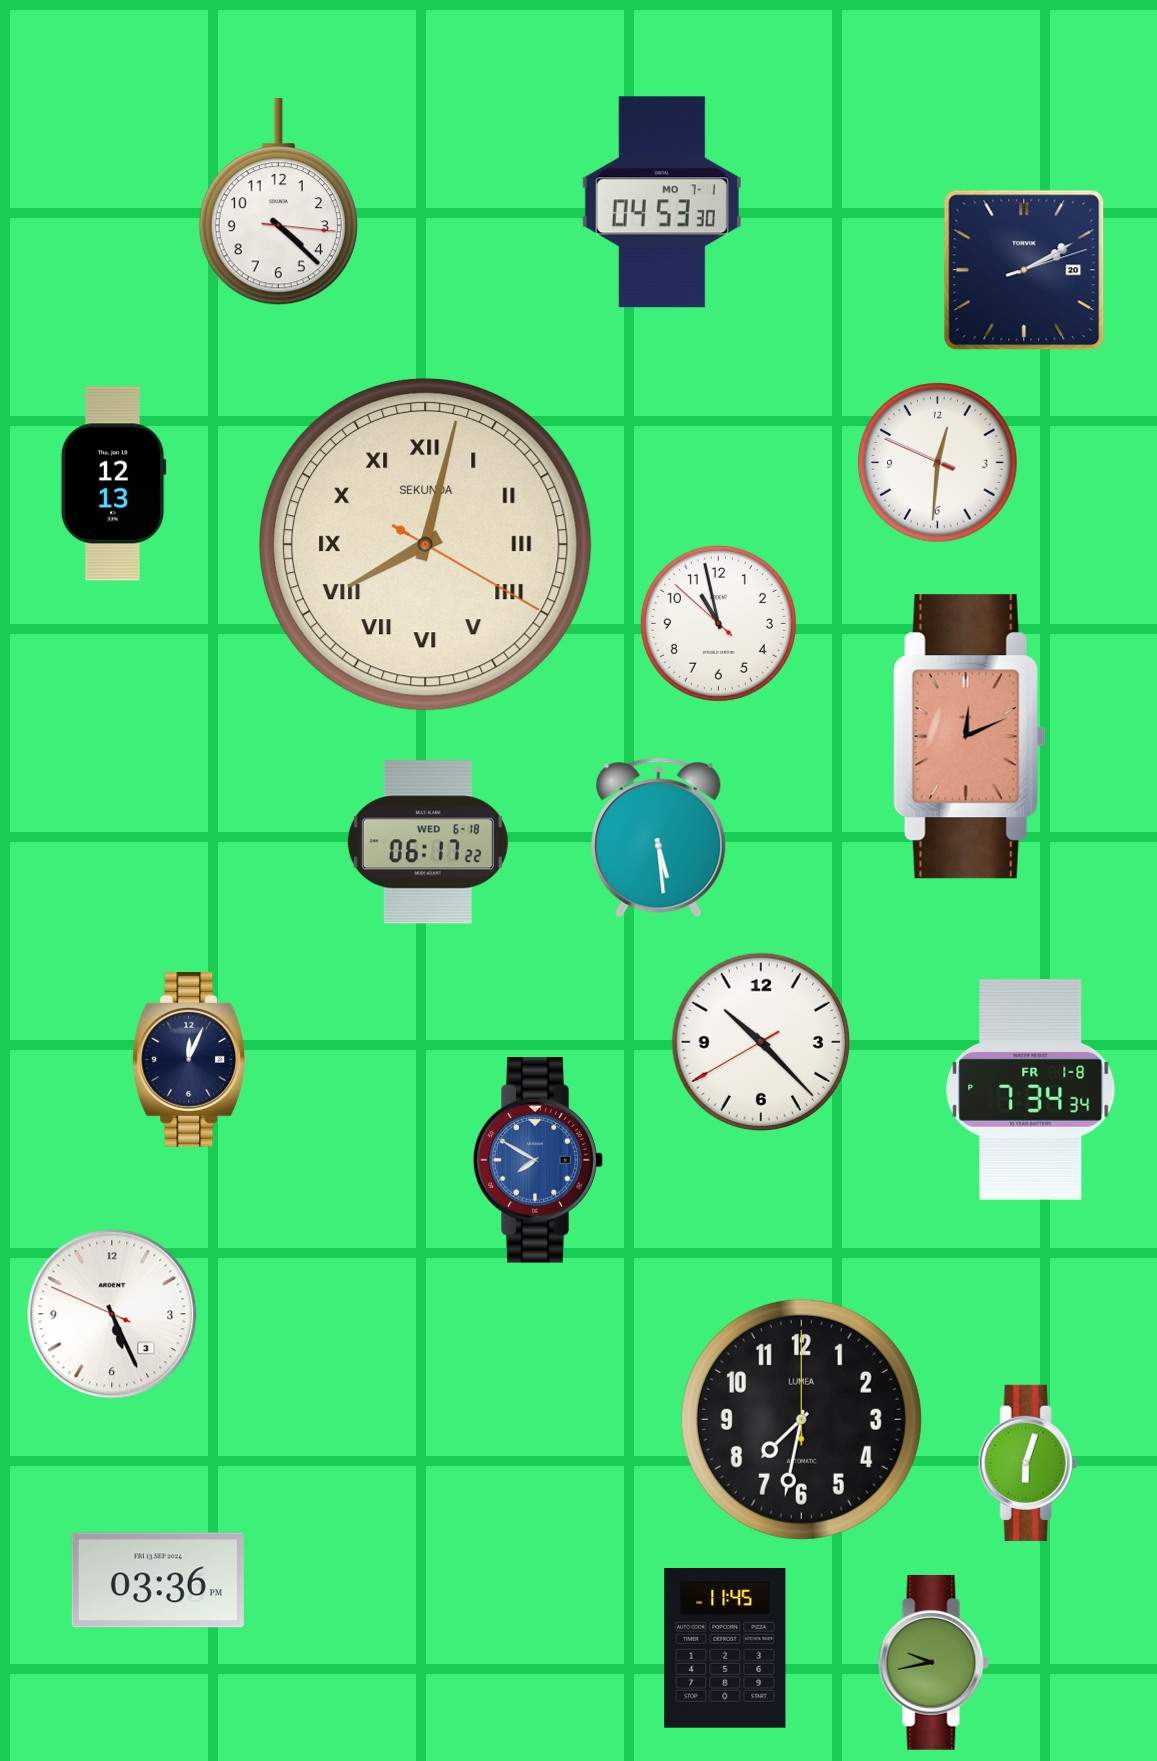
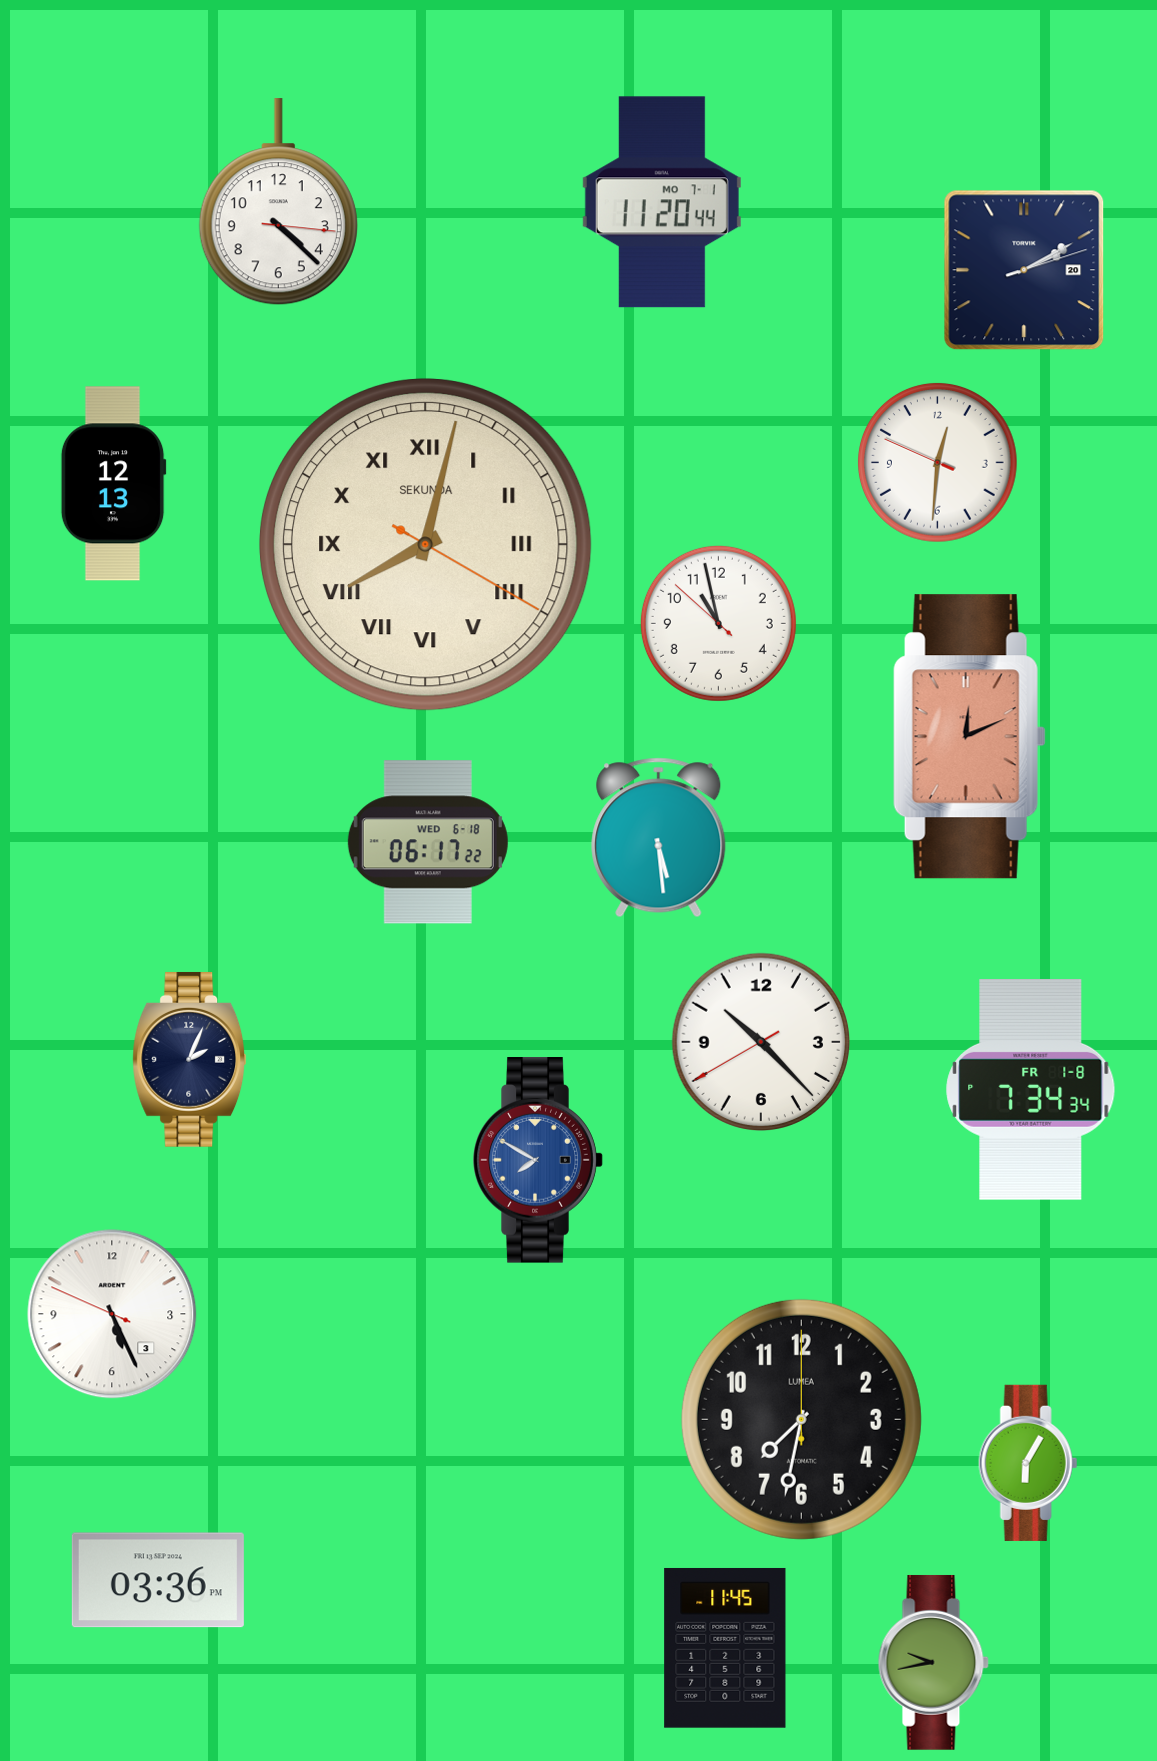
clock at (662, 202): 04:53 -> 11:20
clock at (190, 1060): 12:04 -> 2:04
clock at (1028, 1463): 6:03 -> 6:05
